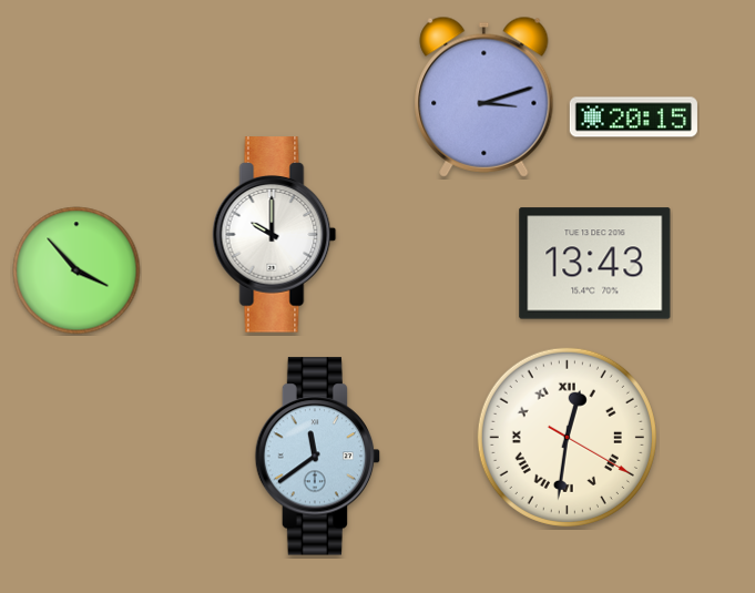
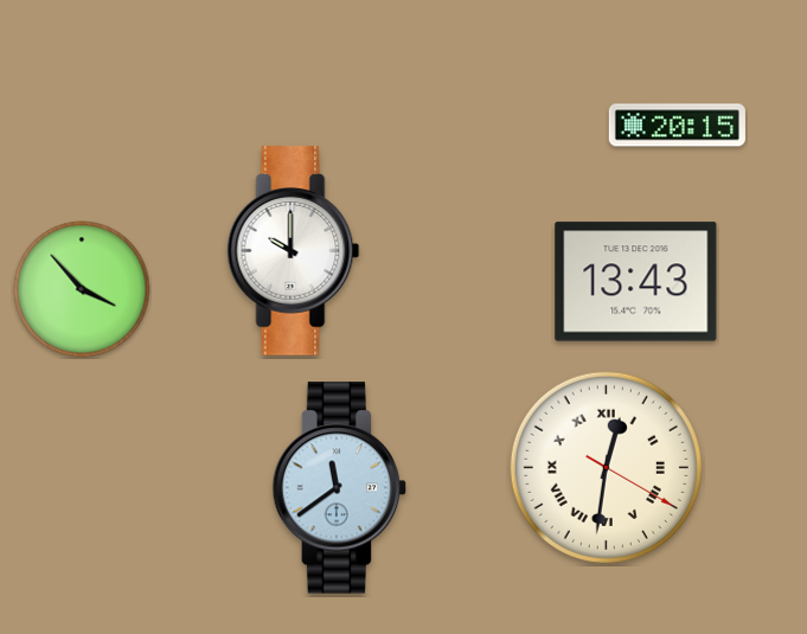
clock at (484, 96): 3:12 -> none
